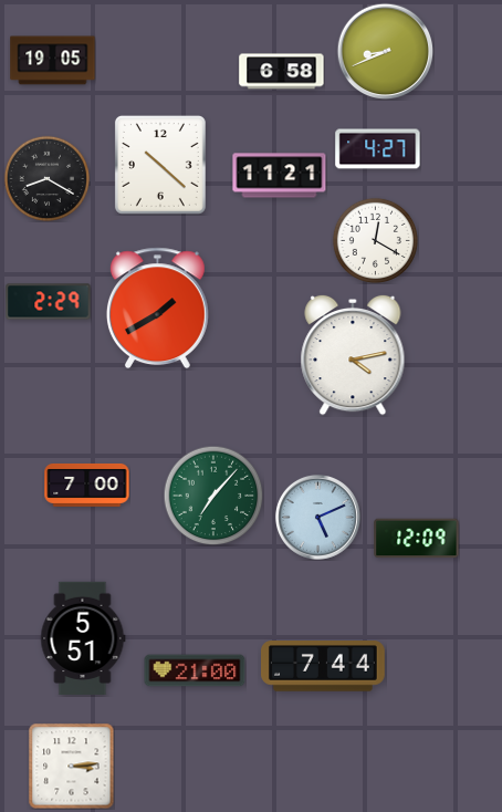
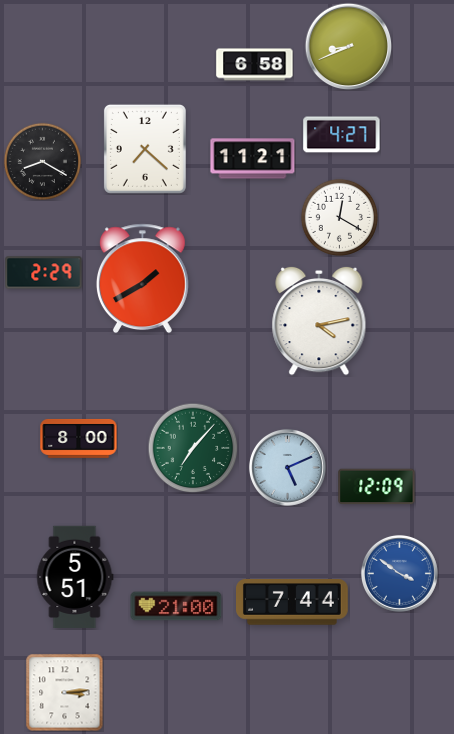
clock at (53, 61): 19:05 -> none
clock at (160, 165): 10:22 -> 7:22
clock at (87, 485): 7:00 -> 8:00
clock at (399, 573): none -> 3:51
